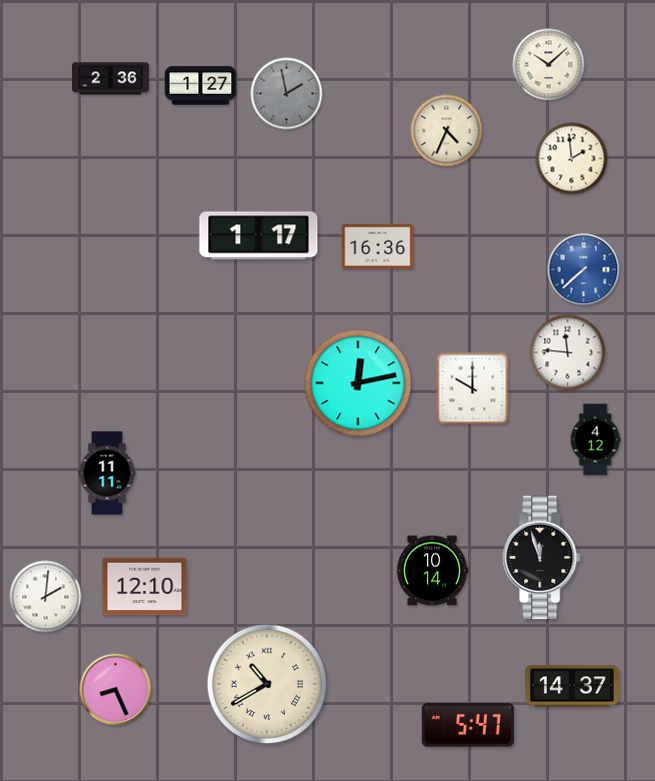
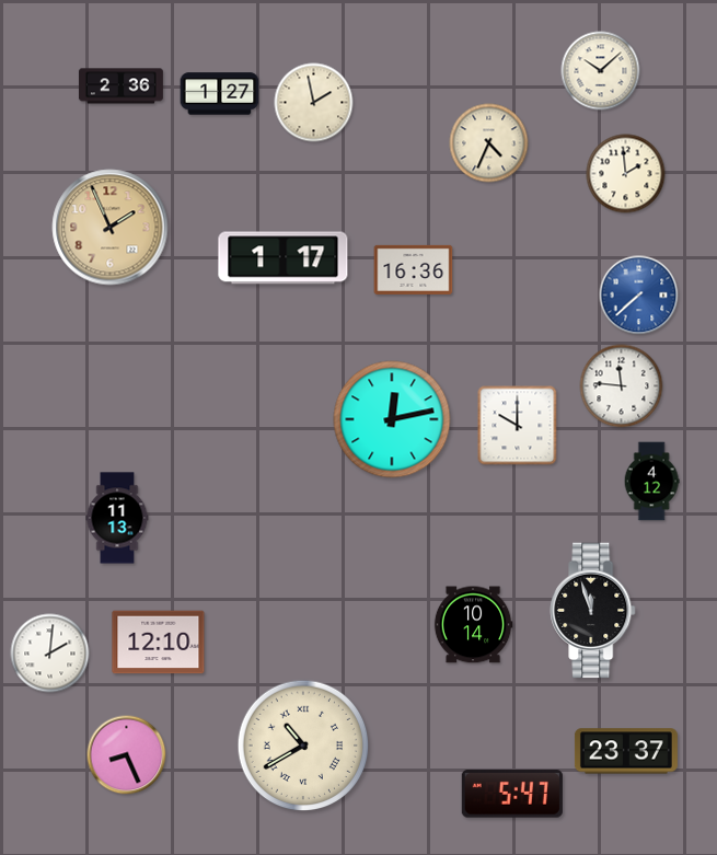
clock at (287, 94) dial: grey -> cream
clock at (111, 228): none -> 1:56
clock at (107, 473): 11:11 -> 11:13
clock at (267, 684) position: (267, 684) -> (303, 746)
clock at (572, 686): 14:37 -> 23:37
